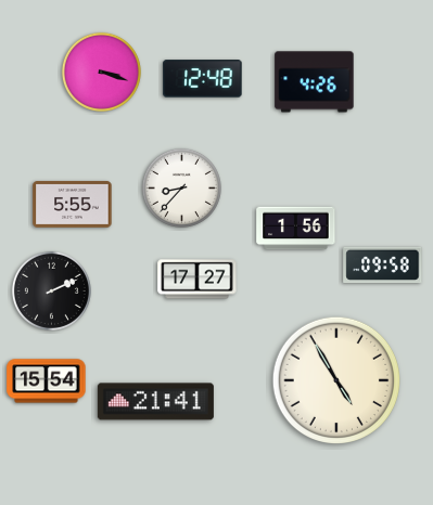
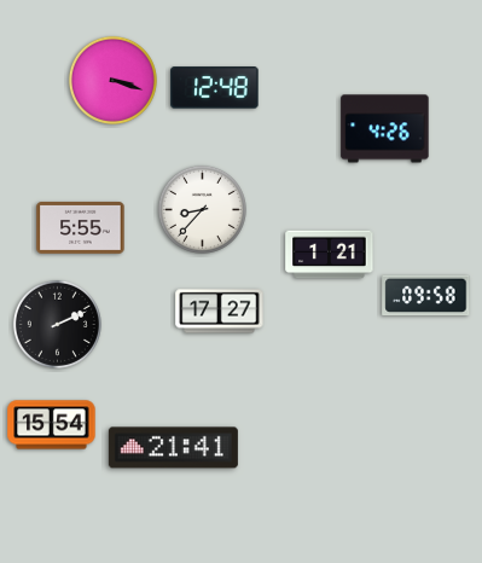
clock at (203, 79) position: (203, 79) -> (215, 88)
clock at (315, 82) position: (315, 82) -> (385, 129)
clock at (296, 229): 1:56 -> 1:21
clock at (335, 379): 4:55 -> none
